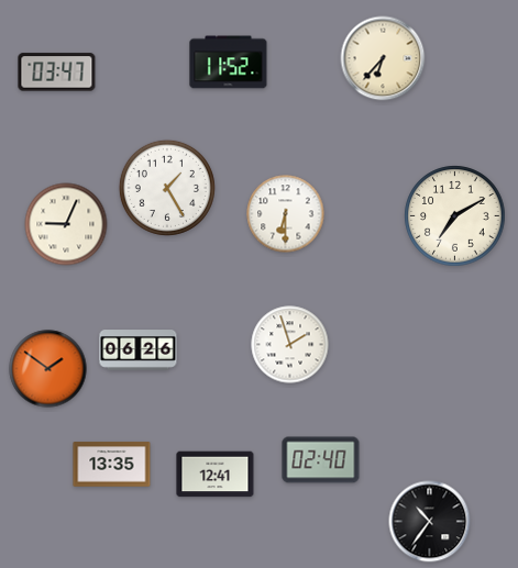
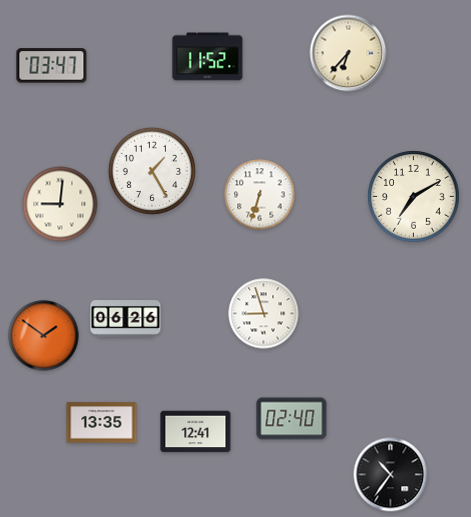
clock at (286, 214): 6:30 -> 6:33
clock at (66, 224): 9:04 -> 9:01
clock at (290, 345): 1:57 -> 8:57
